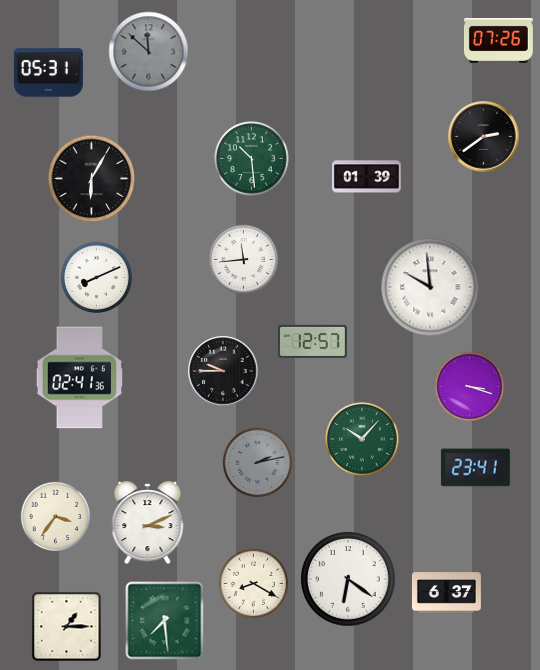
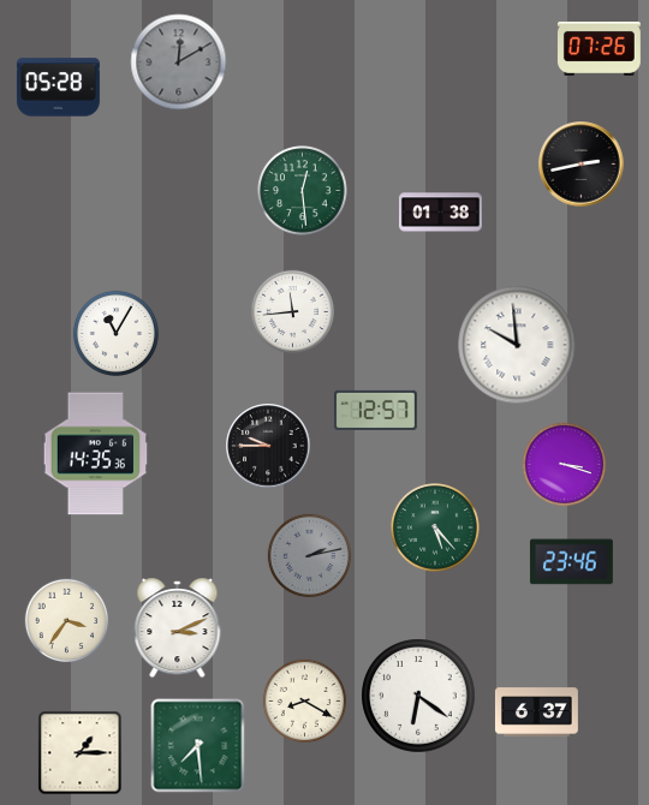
clock at (149, 52): 11:52 -> 12:10
clock at (48, 73): 05:31 -> 05:28
clock at (484, 137): 2:39 -> 2:43
clock at (252, 159): 10:29 -> 12:29
clock at (366, 177): 01:39 -> 01:38
clock at (92, 179): 6:05 -> none
clock at (96, 277): 8:11 -> 11:05
clock at (80, 378): 02:41 -> 14:35
clock at (362, 439): 10:07 -> 5:23
clock at (475, 468): 23:41 -> 23:46
